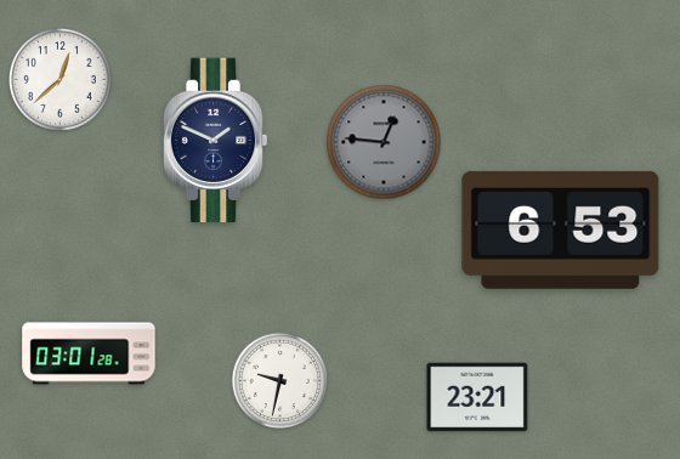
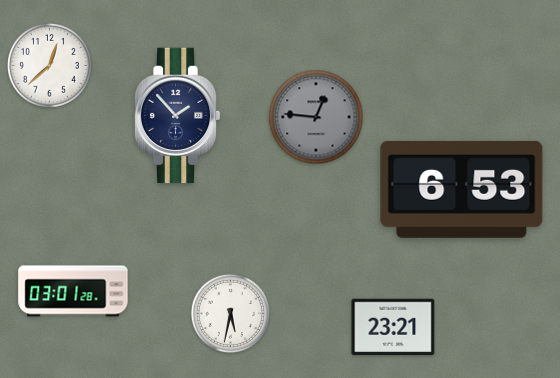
clock at (215, 141): 1:49 -> 1:53
clock at (280, 381): 9:32 -> 5:32
